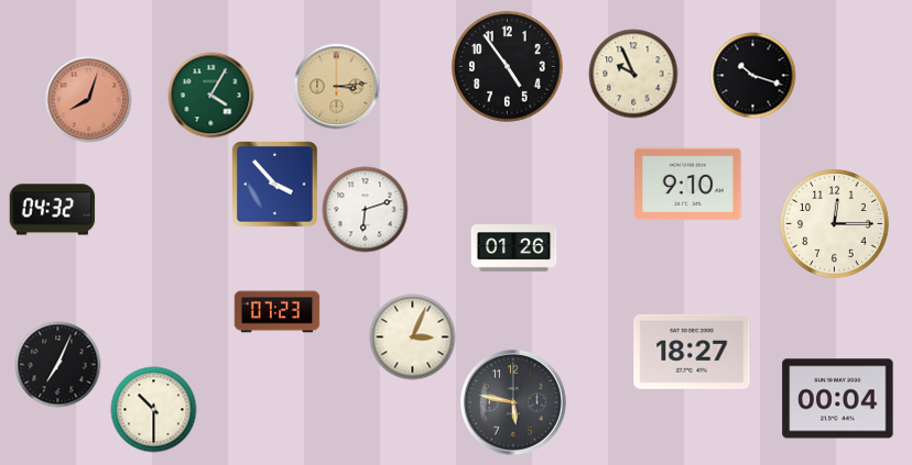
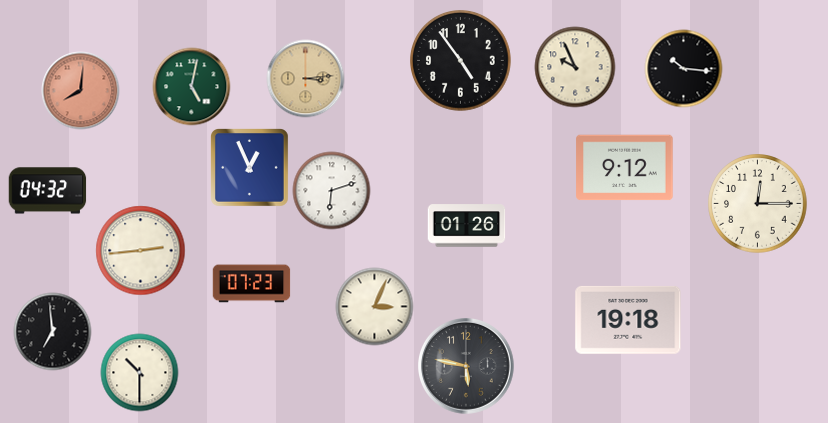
clock at (752, 75): 10:18 -> 10:16
clock at (210, 95): 4:05 -> 5:02
clock at (88, 99): 8:03 -> 8:01
clock at (275, 185): 3:53 -> 12:56
clock at (688, 185): 9:10 -> 9:12
clock at (140, 250): none -> 2:44
clock at (692, 352): 18:27 -> 19:18
clock at (57, 364): 7:04 -> 6:59
clock at (838, 399): 00:04 -> none
